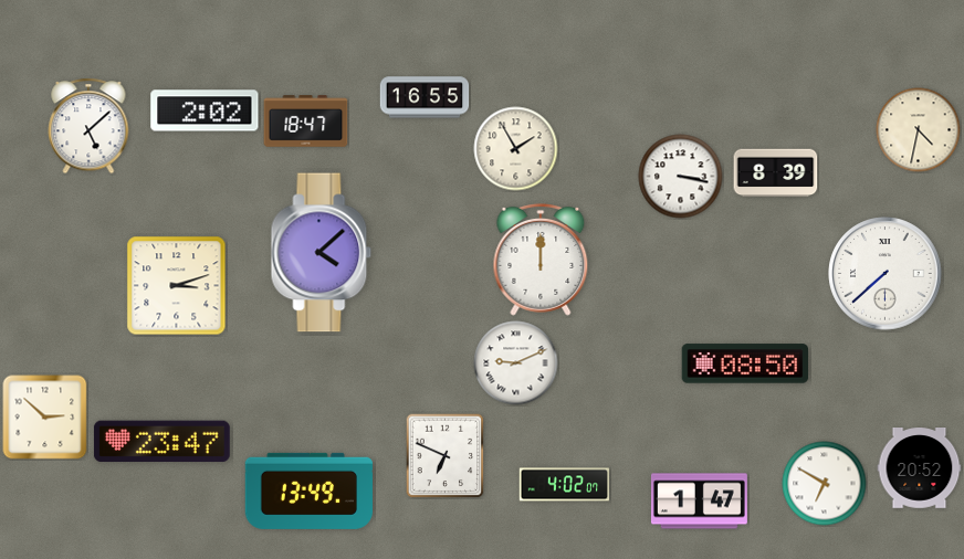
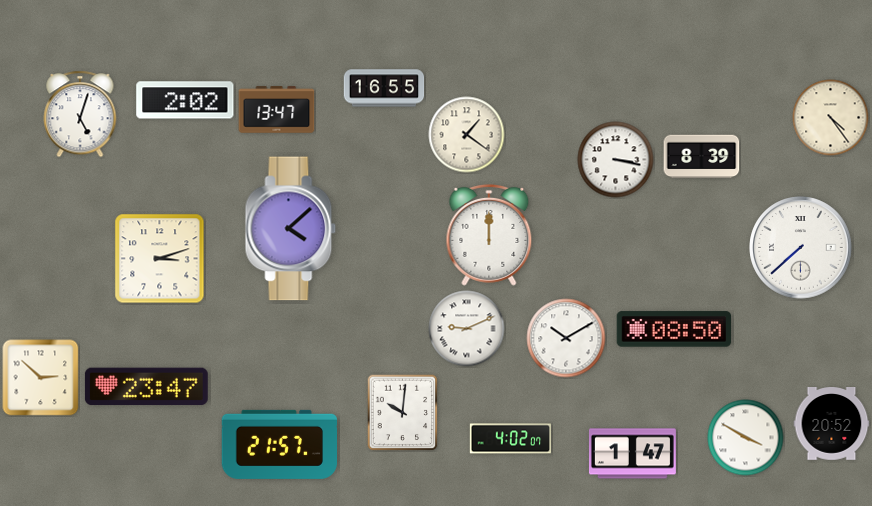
clock at (306, 122): 18:47 -> 13:47
clock at (88, 126): 5:08 -> 5:03
clock at (919, 130): 4:32 -> 4:24
clock at (516, 149): 1:55 -> 1:21
clock at (566, 338): none -> 10:10
clock at (161, 442) position: (161, 442) -> (146, 387)
clock at (446, 455): 6:49 -> 10:01
clock at (825, 484): 6:50 -> 3:50
clock at (308, 491): 13:49 -> 21:57
